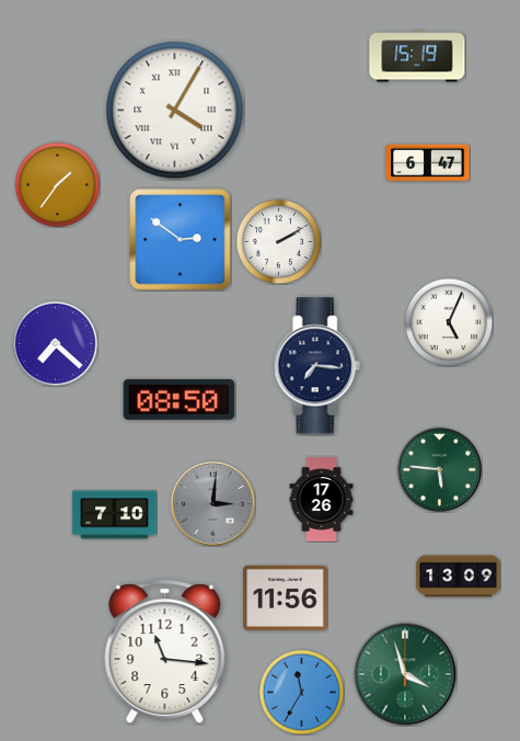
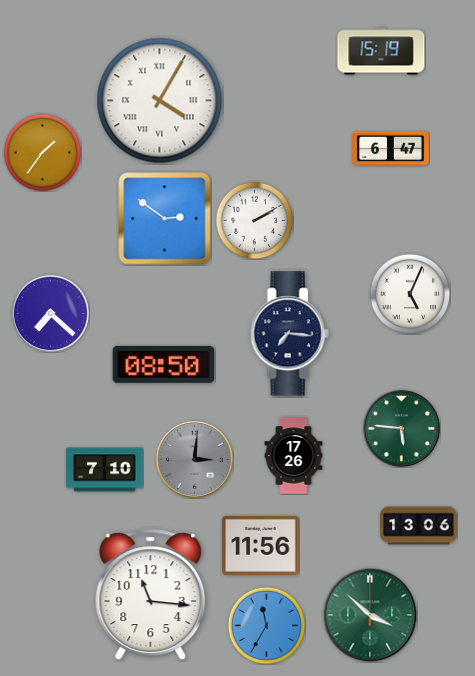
clock at (57, 184) position: (57, 184) -> (42, 152)
clock at (459, 577): 13:09 -> 13:06
clock at (405, 674): 3:57 -> 3:52
clock at (301, 692) position: (301, 692) -> (266, 625)
